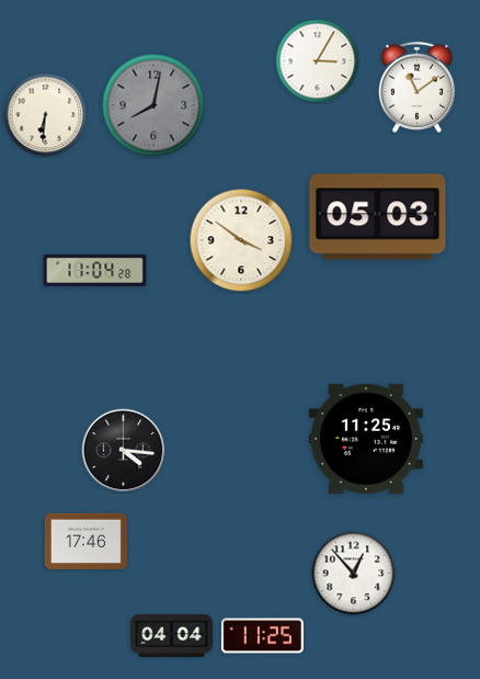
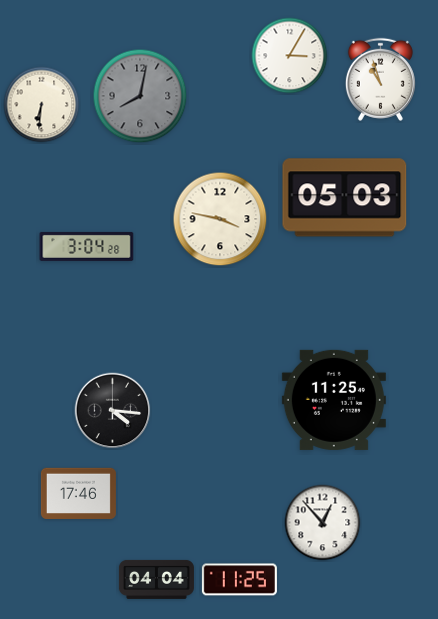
clock at (416, 87): 11:09 -> 10:57
clock at (241, 240): 3:51 -> 3:47
clock at (95, 270): 11:04 -> 3:04
